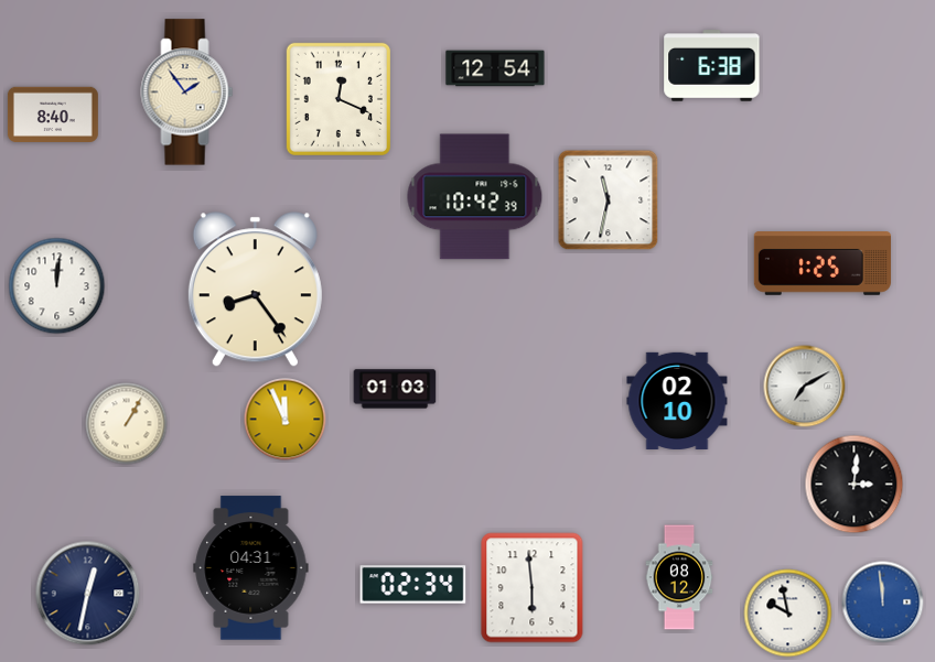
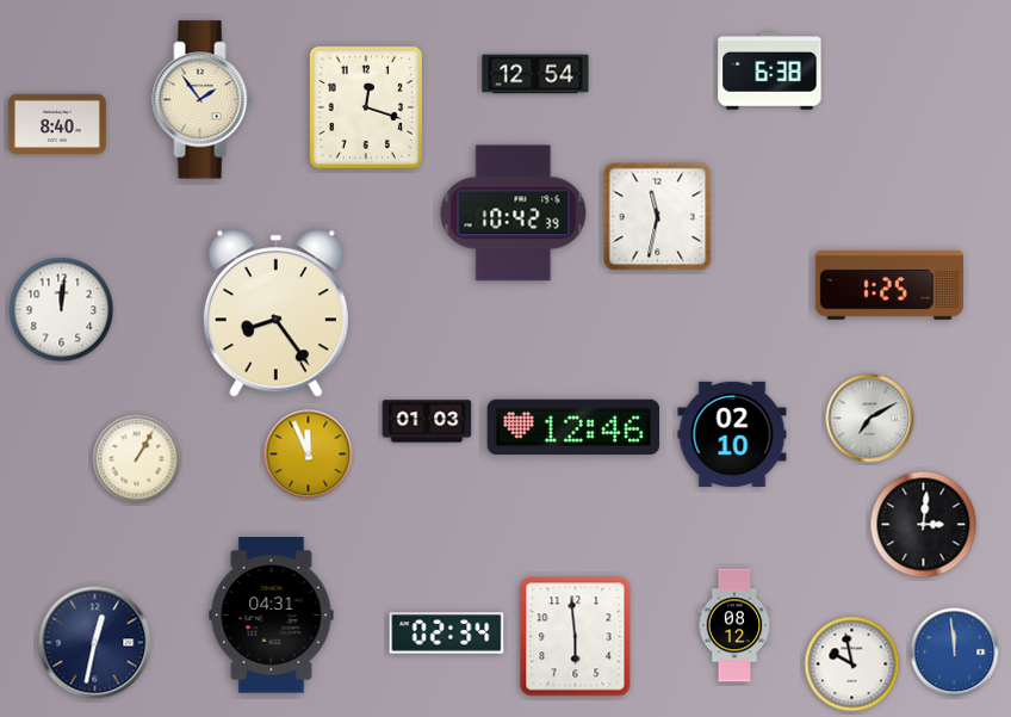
clock at (338, 99): 12:19 -> 12:18
clock at (573, 426): none -> 12:46
